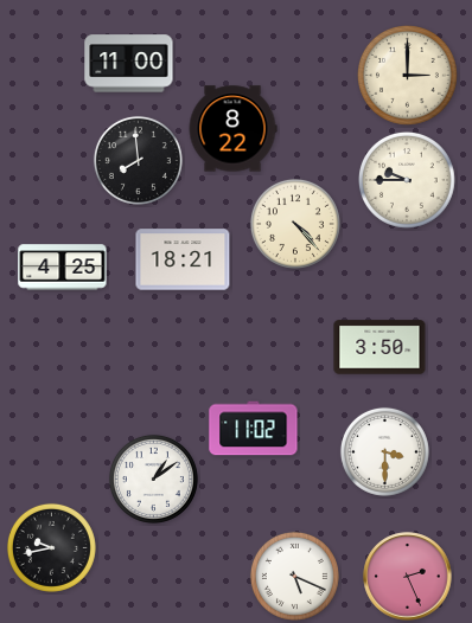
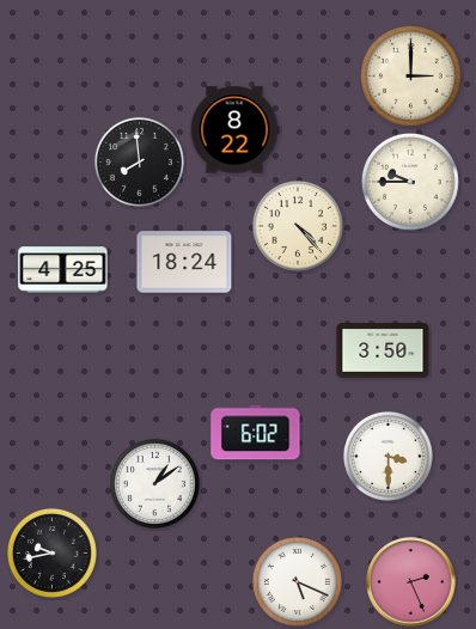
clock at (129, 64): 11:00 -> none
clock at (183, 259): 18:21 -> 18:24
clock at (254, 429): 11:02 -> 6:02
